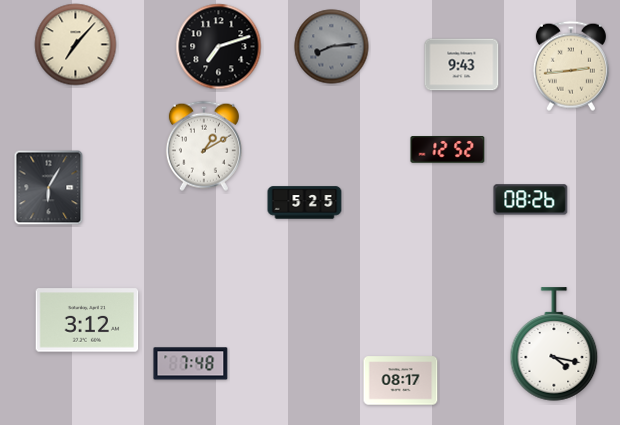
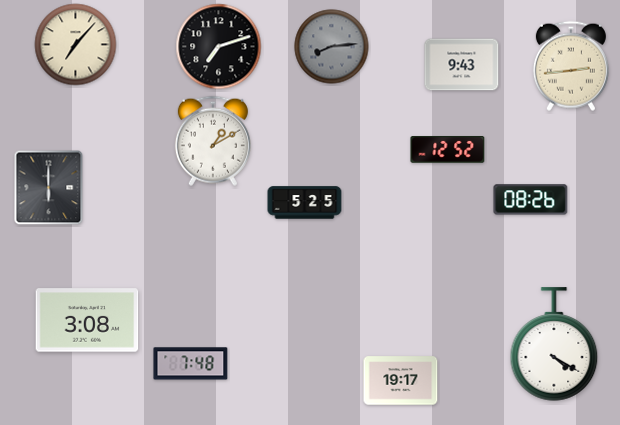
clock at (204, 146) position: (204, 146) -> (213, 141)
clock at (49, 188): 6:05 -> 6:00
clock at (87, 320): 3:12 -> 3:08
clock at (554, 344): 4:17 -> 4:20
clock at (401, 381): 08:17 -> 19:17
